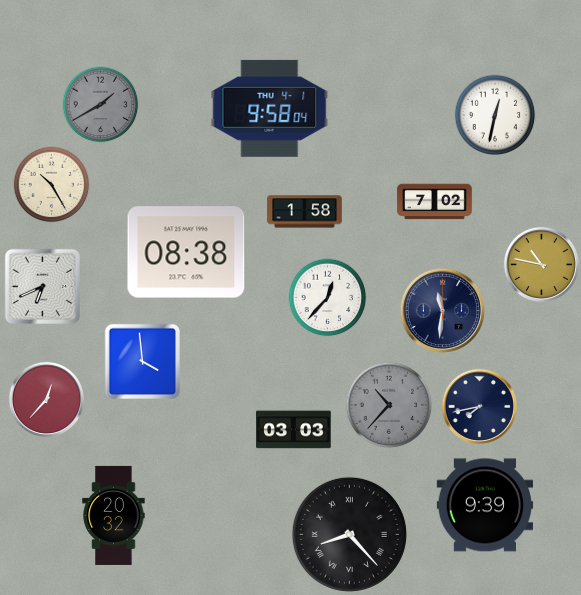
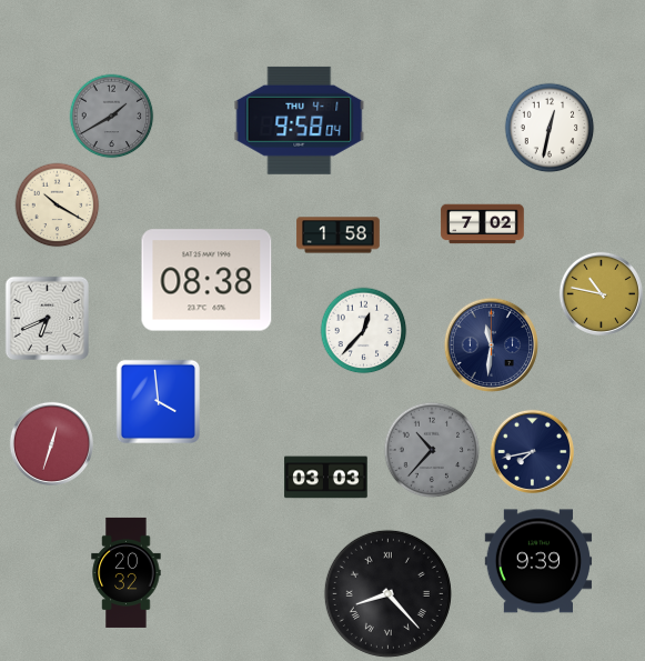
clock at (52, 185): 10:25 -> 10:20
clock at (46, 399): 12:37 -> 12:33
